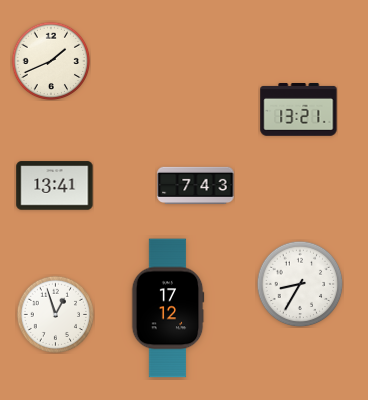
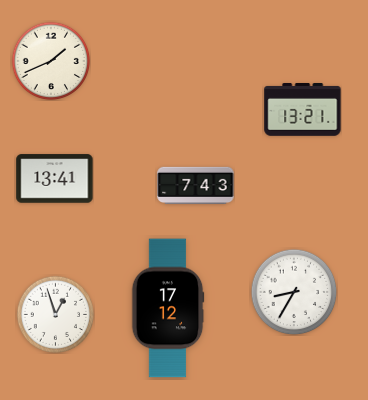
clock at (299, 110) position: (299, 110) -> (303, 110)
clock at (55, 186) position: (55, 186) -> (55, 179)
clock at (300, 284) position: (300, 284) -> (294, 292)
